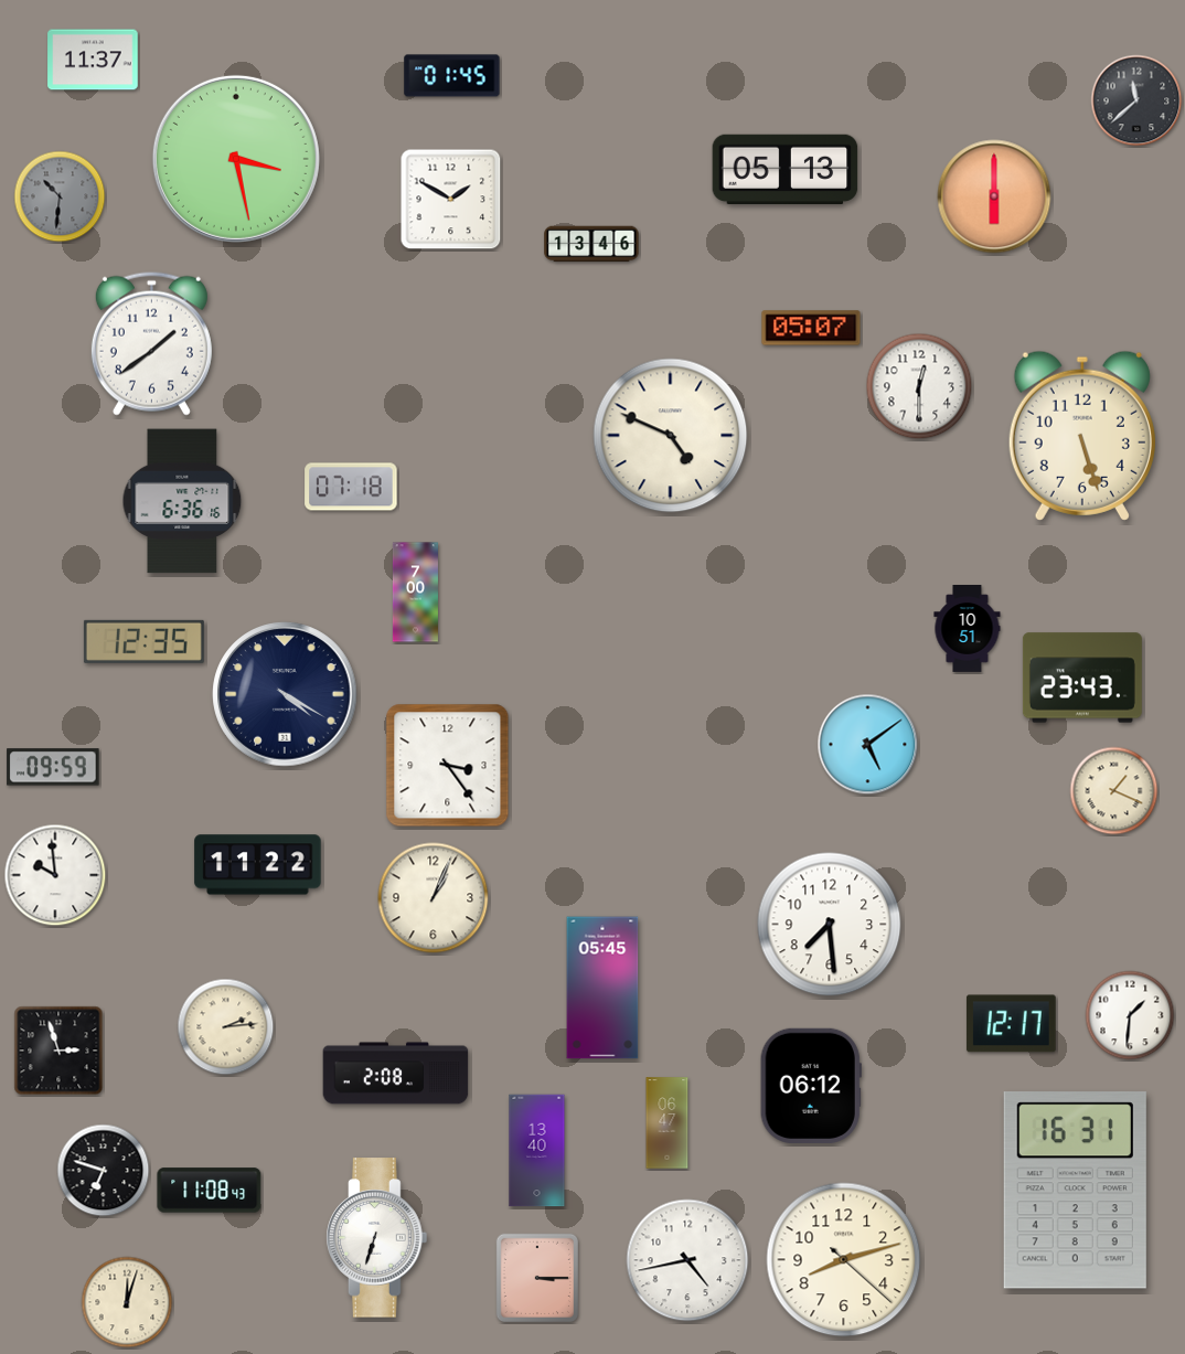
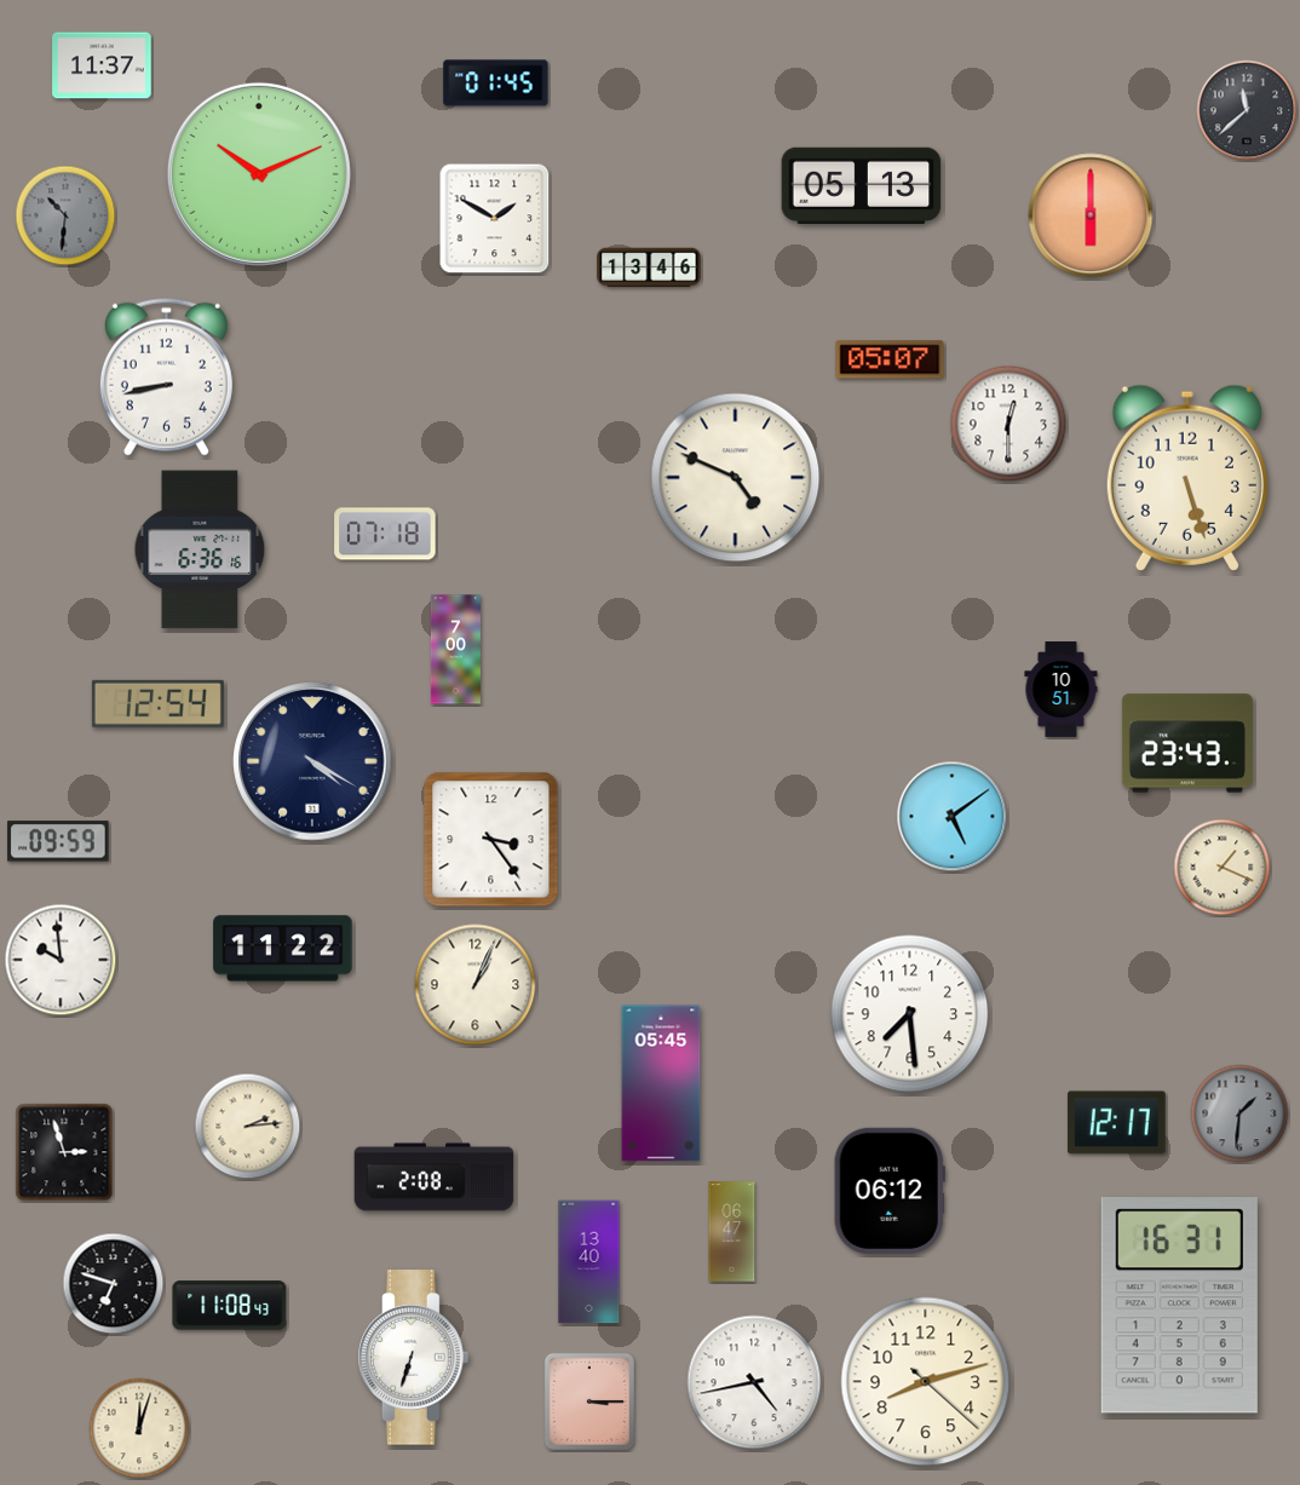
clock at (236, 159): 3:28 -> 10:11
clock at (151, 343): 1:39 -> 8:43
clock at (143, 641): 12:35 -> 12:54
clock at (1130, 1015) dial: white -> grey
clock at (1011, 1024) position: (1011, 1024) -> (1116, 1123)
